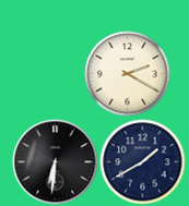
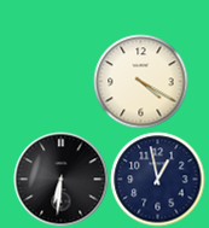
clock at (127, 73): 2:20 -> 4:20
clock at (142, 161): 1:40 -> 12:58
